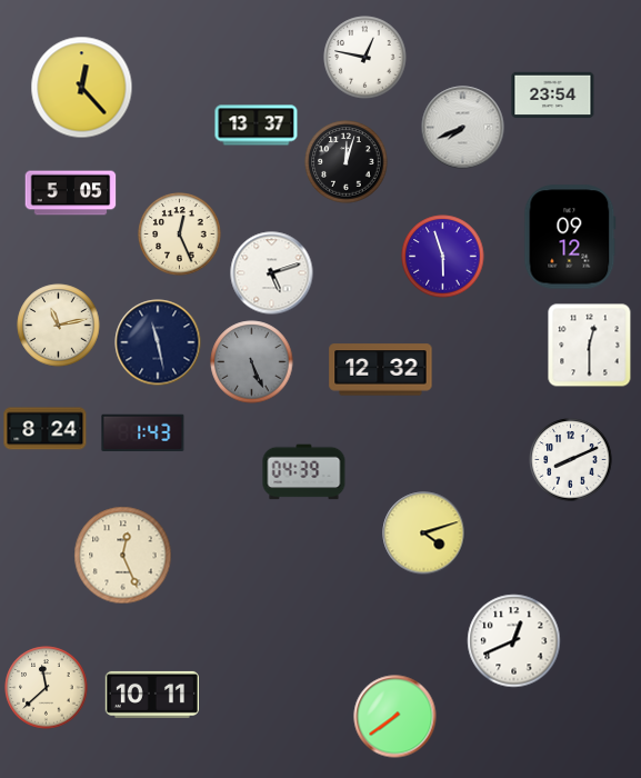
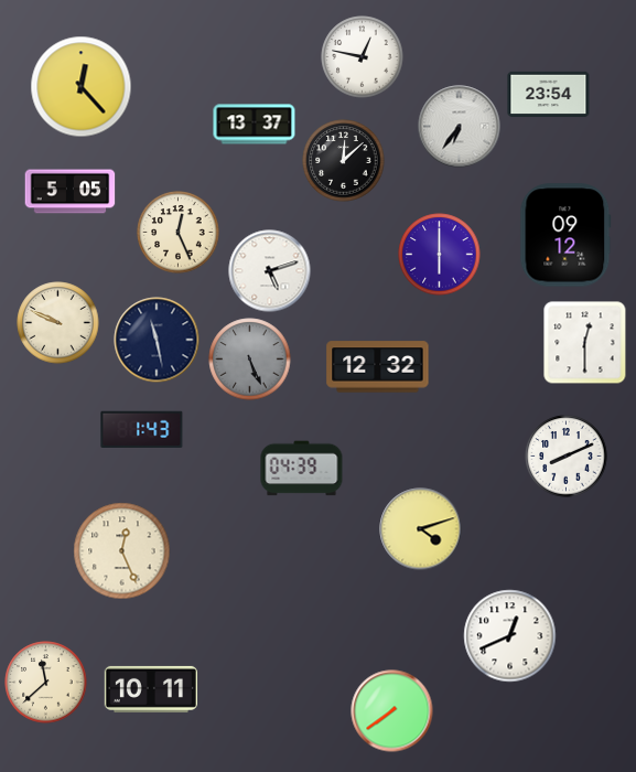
clock at (463, 128): 7:41 -> 6:36
clock at (347, 162): 12:03 -> 12:08
clock at (443, 257): 5:57 -> 6:00
clock at (59, 326): 11:13 -> 9:49
clock at (46, 429): 8:24 -> none
